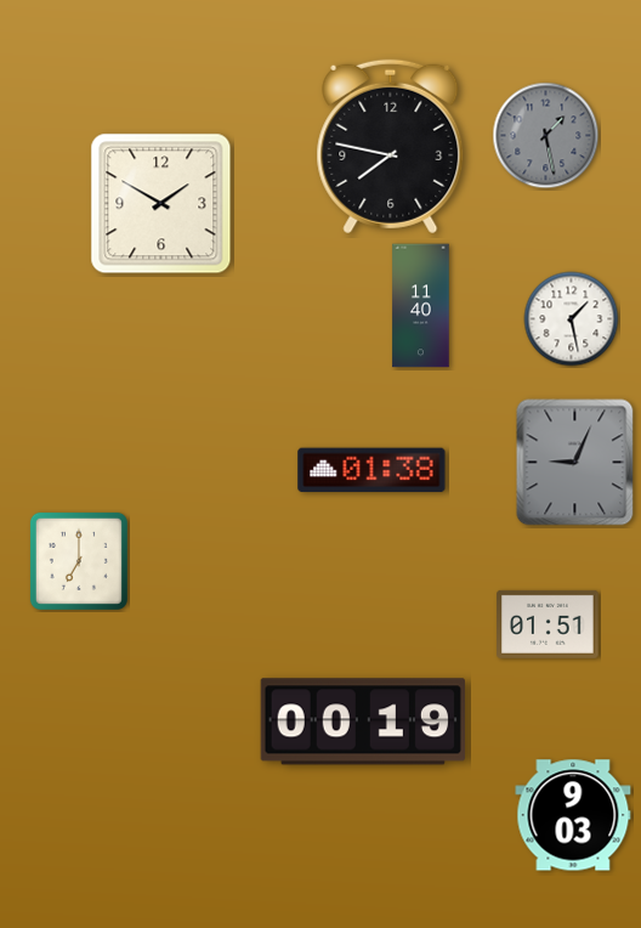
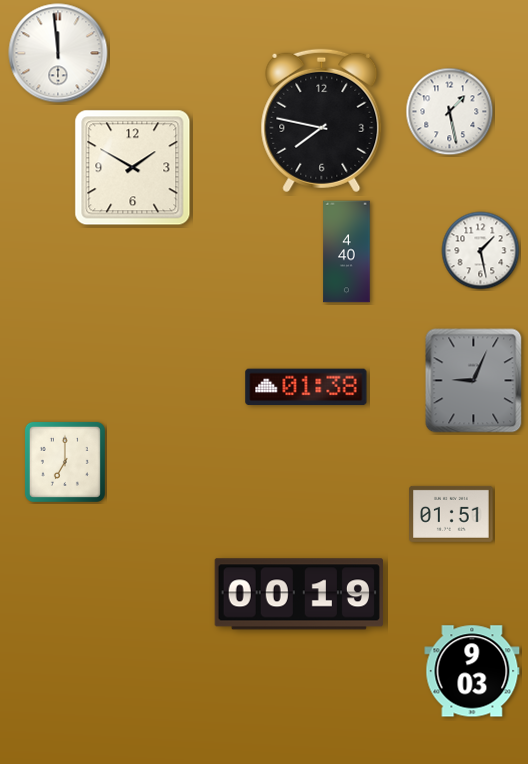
clock at (58, 53): none -> 11:59
clock at (546, 136) dial: grey -> white
clock at (421, 306): 11:40 -> 4:40
clock at (572, 319) position: (572, 319) -> (481, 251)
